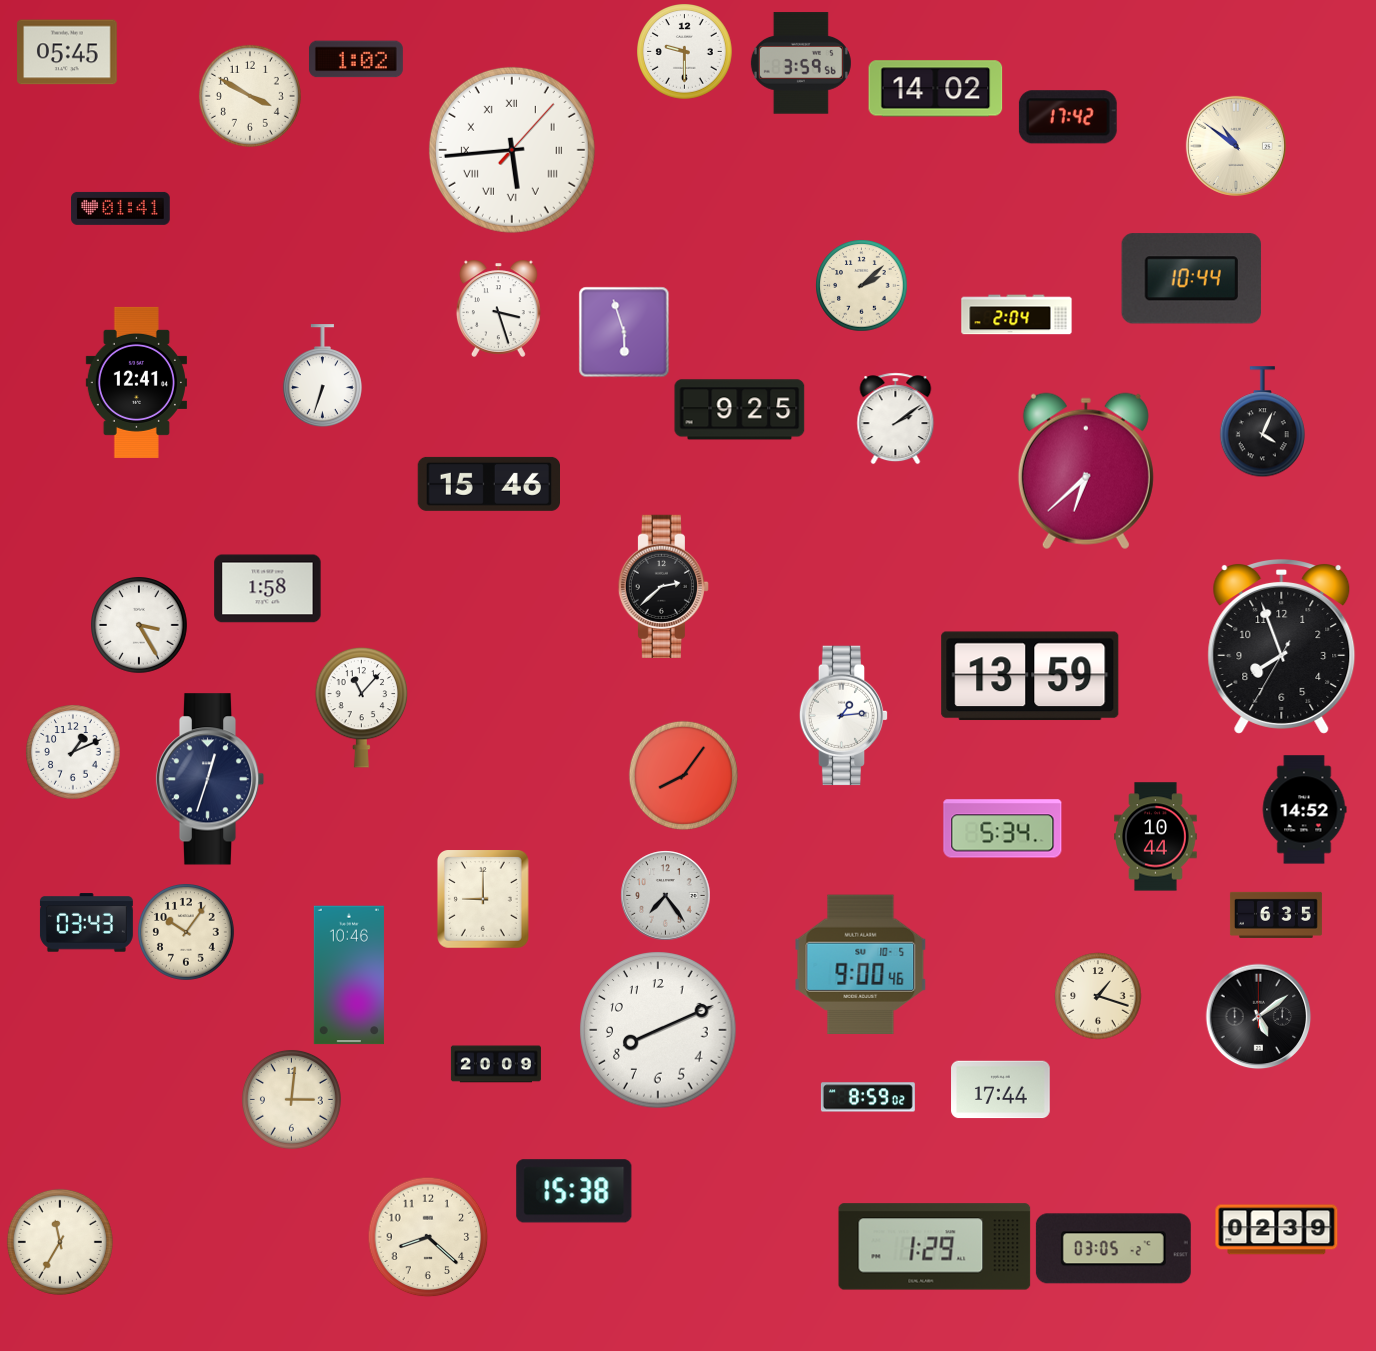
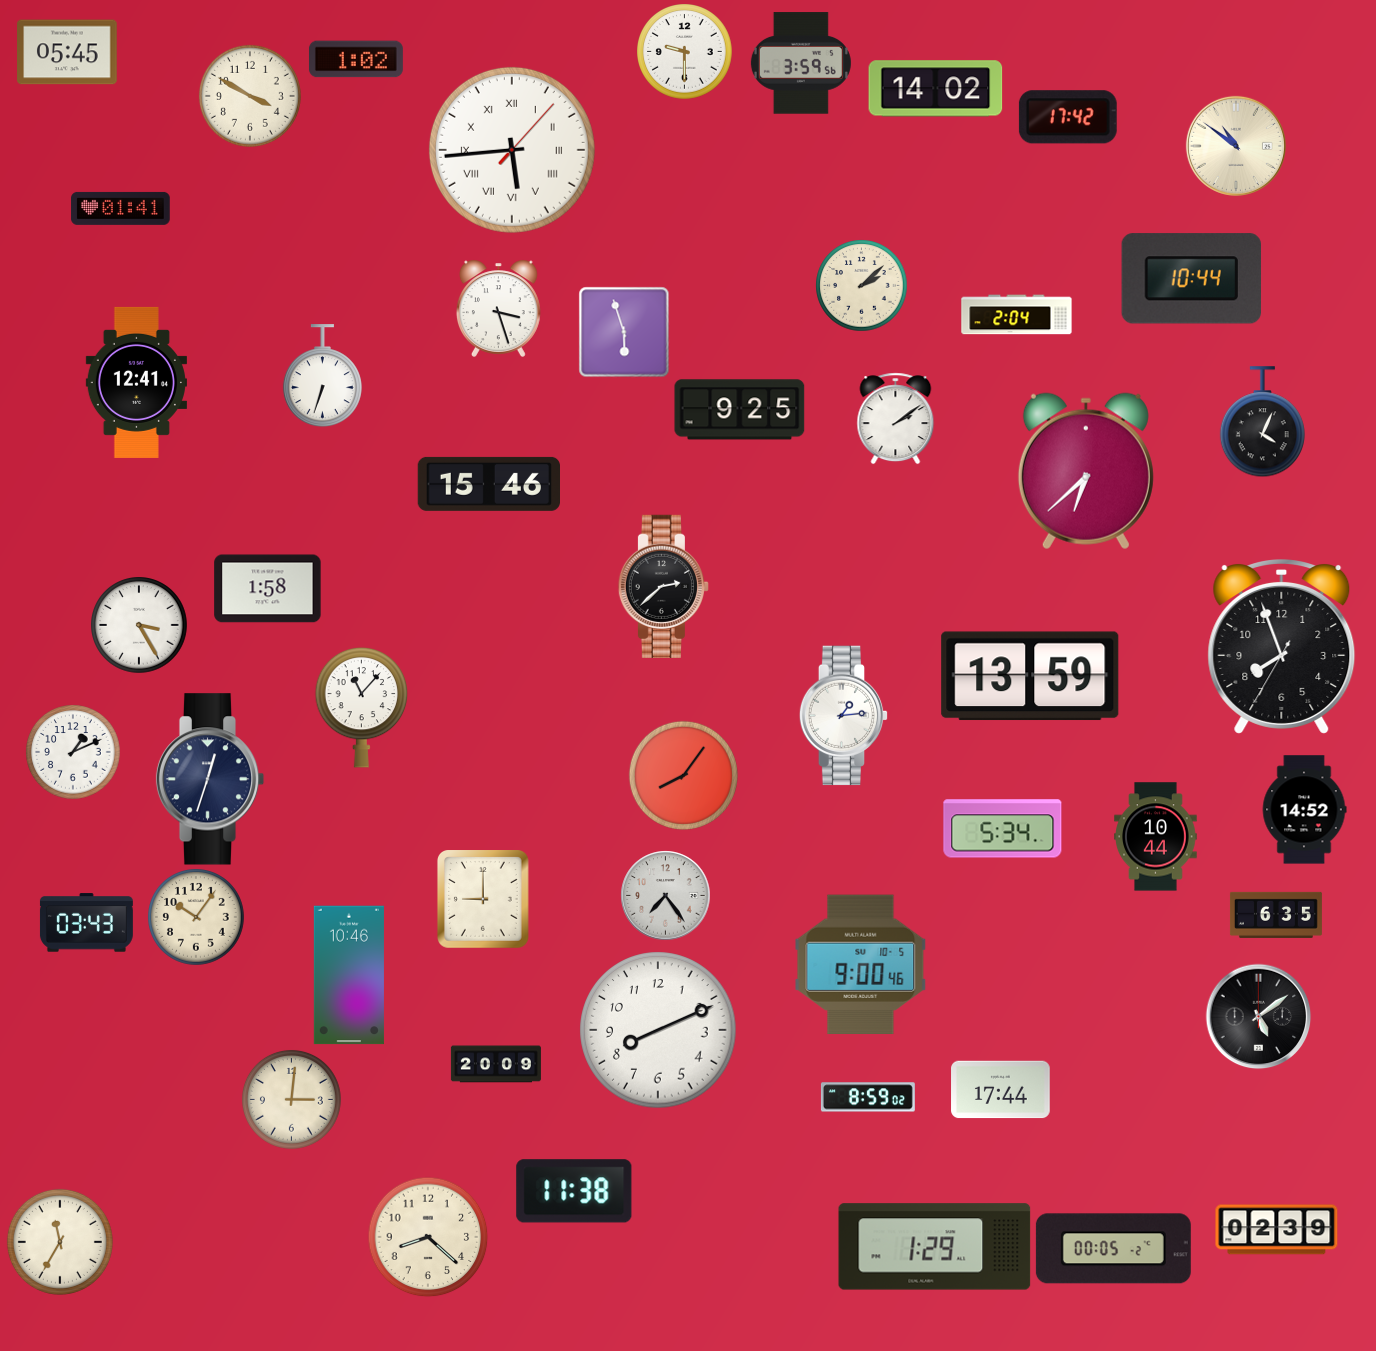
clock at (186, 932) position: (186, 932) -> (196, 917)
clock at (1098, 996): 1:18 -> none
clock at (574, 1191): 15:38 -> 11:38
clock at (1113, 1249): 03:05 -> 00:05
